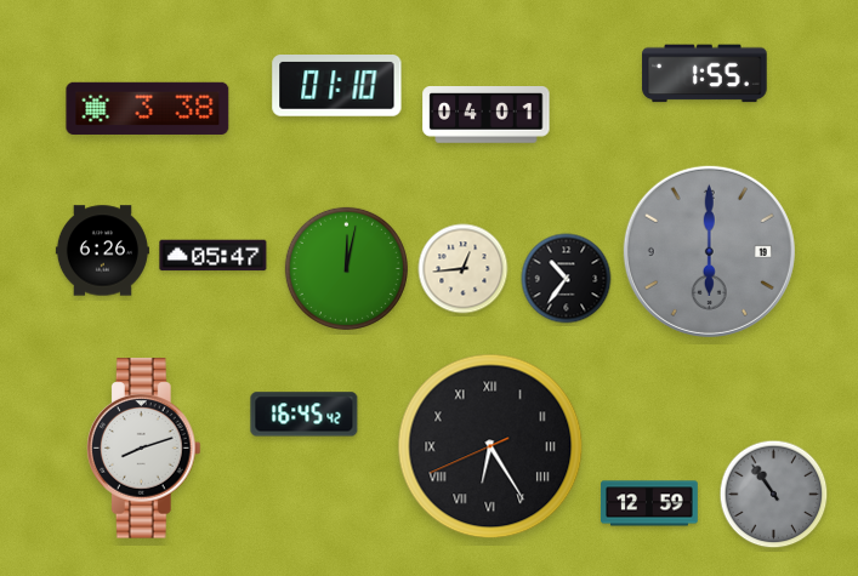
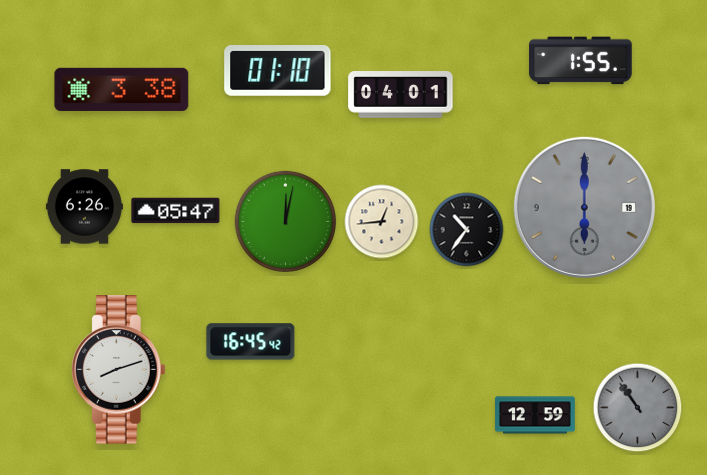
clock at (490, 446): 6:24 -> none
